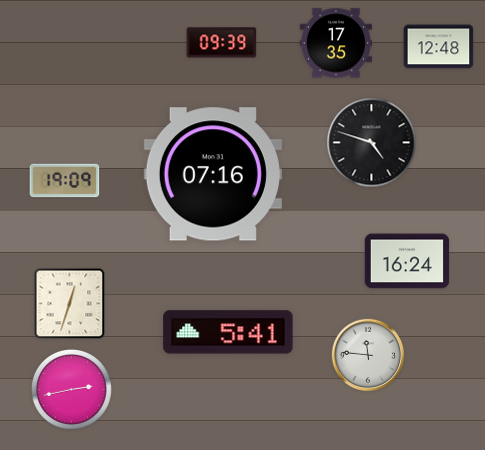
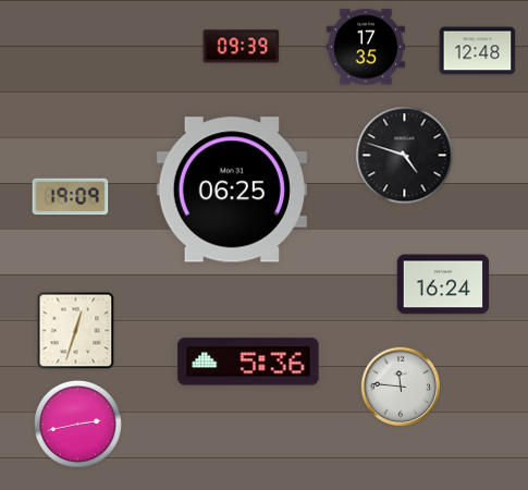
clock at (213, 174): 07:16 -> 06:25
clock at (228, 332): 5:41 -> 5:36
